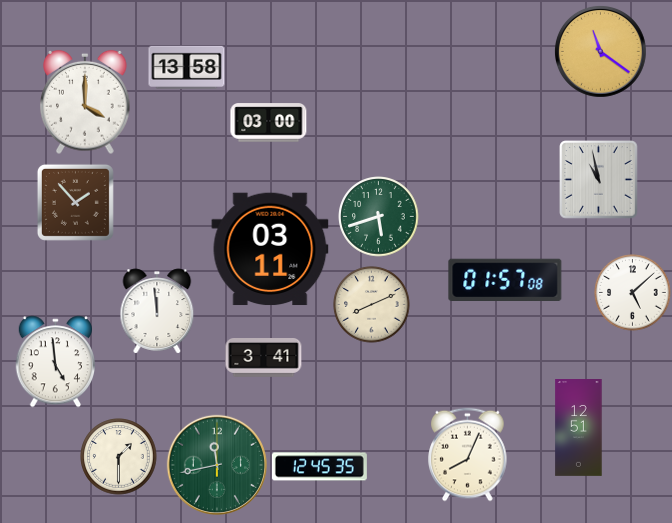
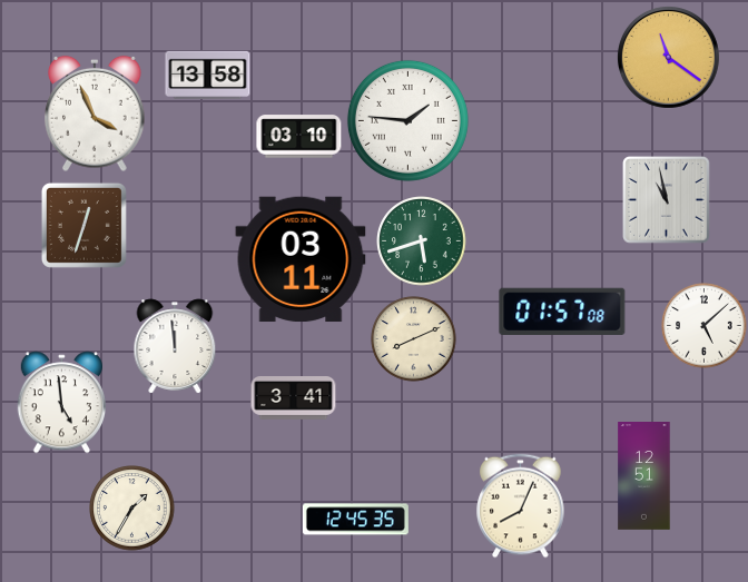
clock at (85, 102): 4:00 -> 3:56
clock at (407, 120): none -> 1:46
clock at (269, 123): 03:00 -> 03:10
clock at (75, 202): 1:53 -> 12:33
clock at (270, 249) position: (270, 249) -> (301, 259)
clock at (119, 457): 1:30 -> 1:35
clock at (217, 465): 11:43 -> none
